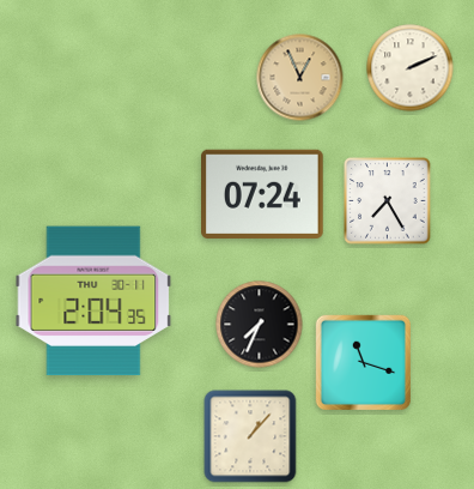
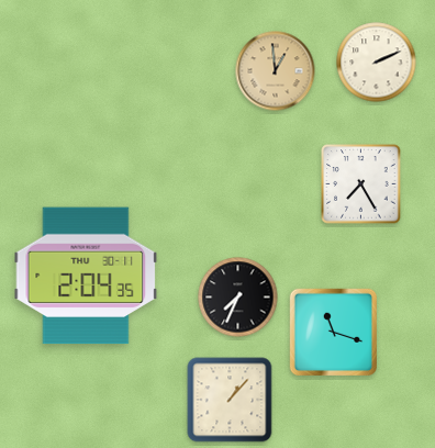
clock at (300, 78): 12:56 -> 12:59
clock at (263, 194): 07:24 -> none
clock at (388, 201) position: (388, 201) -> (361, 184)
